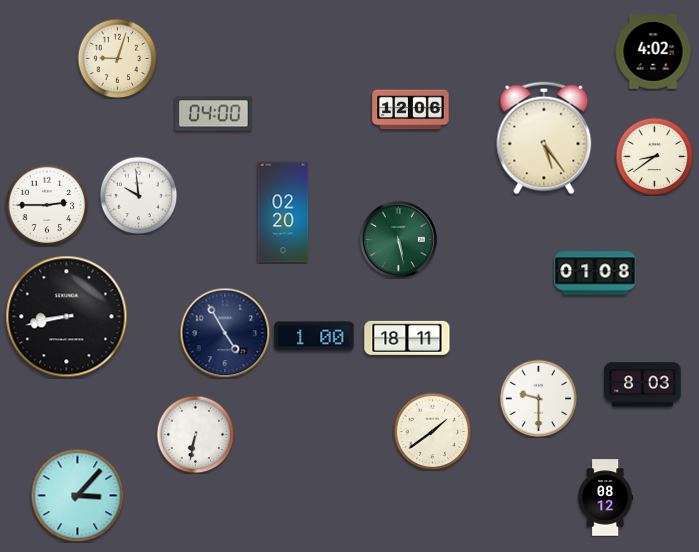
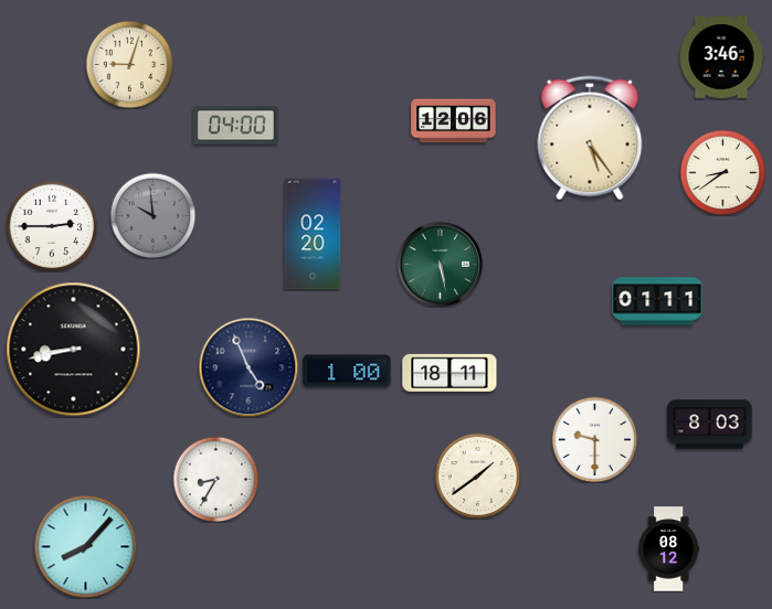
clock at (653, 52): 4:02 -> 3:46
clock at (544, 138) position: (544, 138) -> (590, 138)
clock at (138, 195) dial: white -> grey
clock at (595, 273): 01:08 -> 01:11
clock at (225, 333): 4:55 -> 4:56
clock at (195, 434): 6:32 -> 8:35
clock at (77, 495): 3:07 -> 8:07
